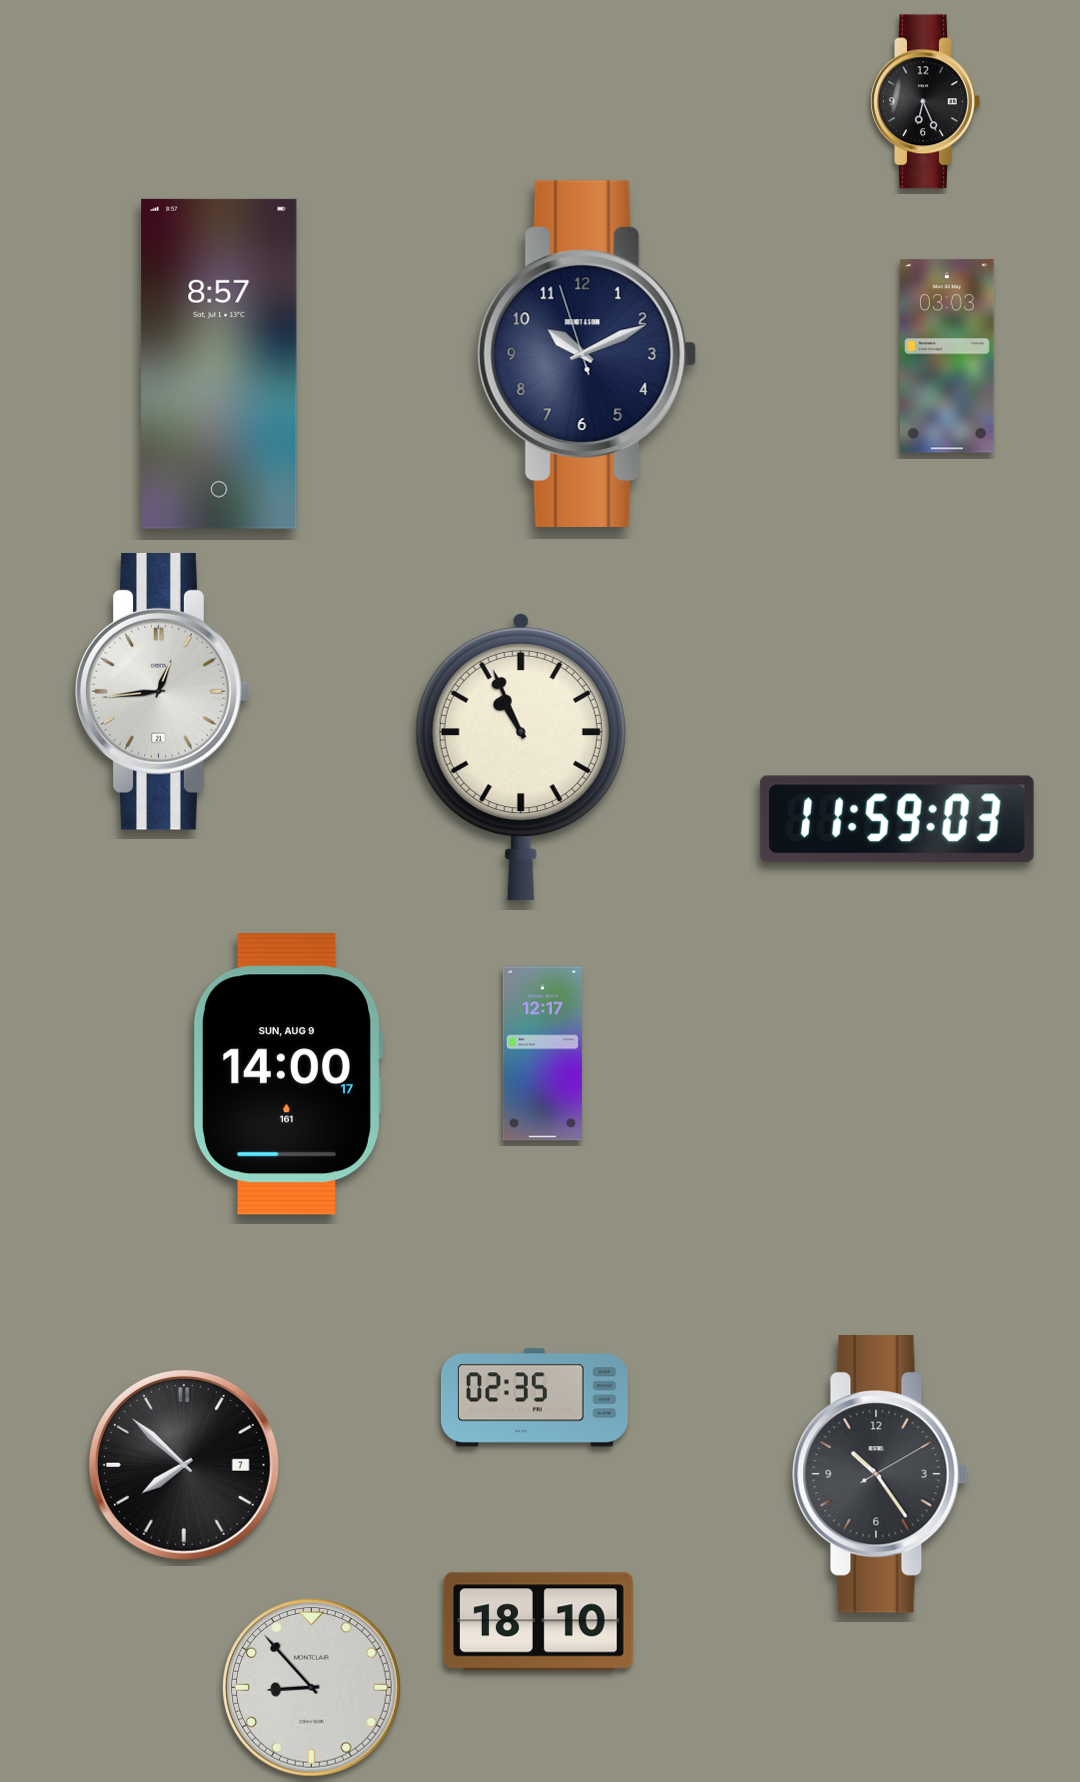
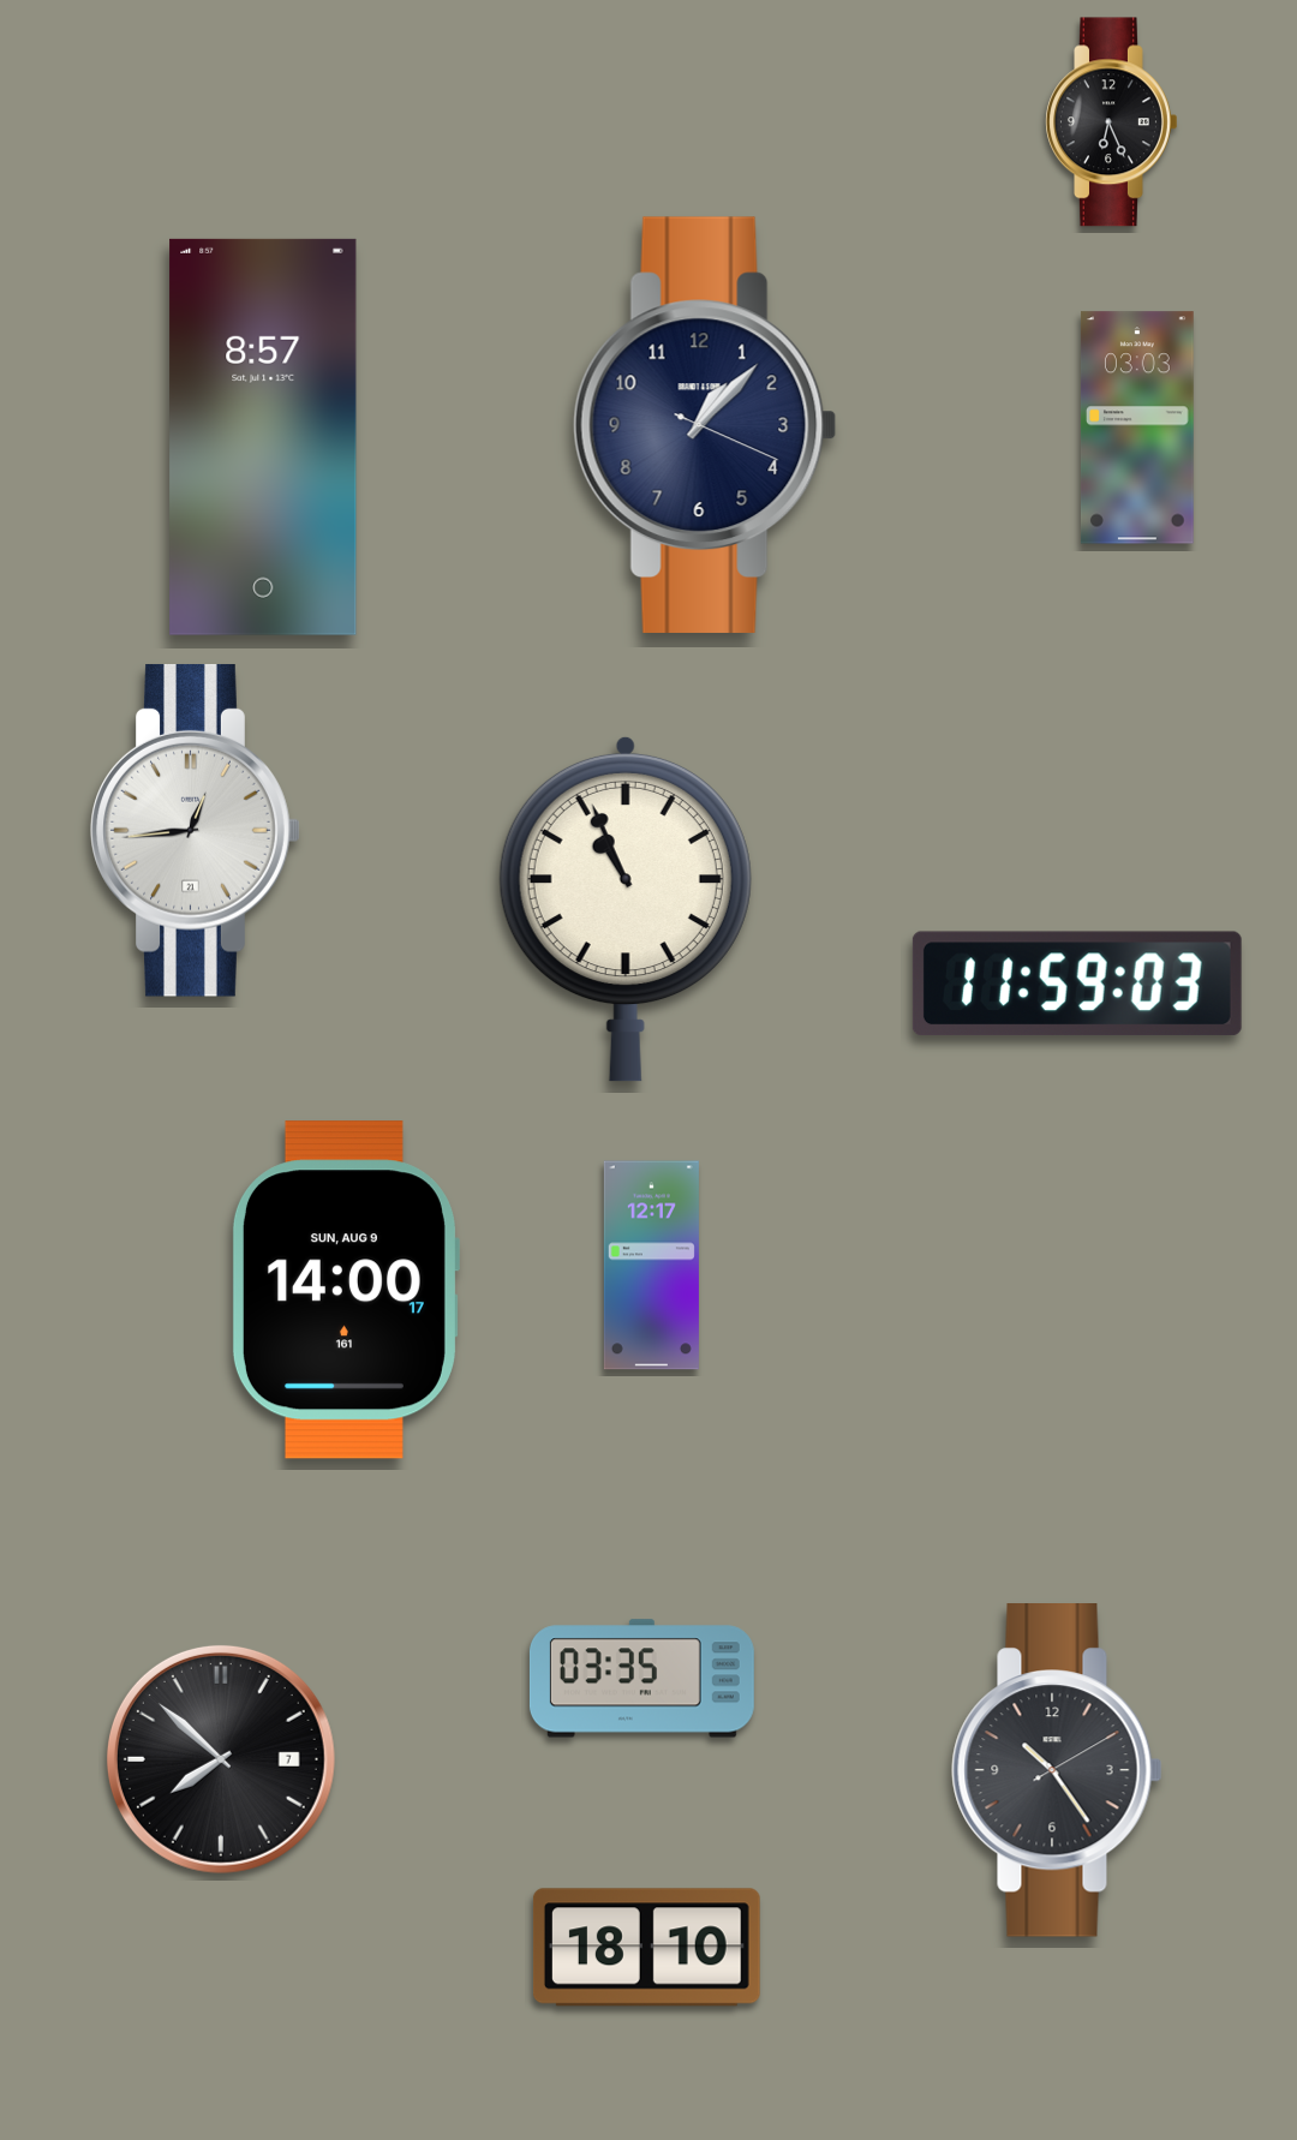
clock at (587, 354): 10:10 -> 1:07
clock at (534, 1398): 02:35 -> 03:35
clock at (312, 1688): 8:53 -> none
